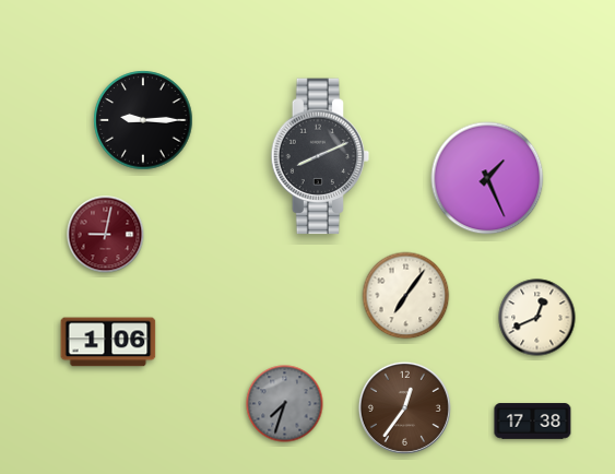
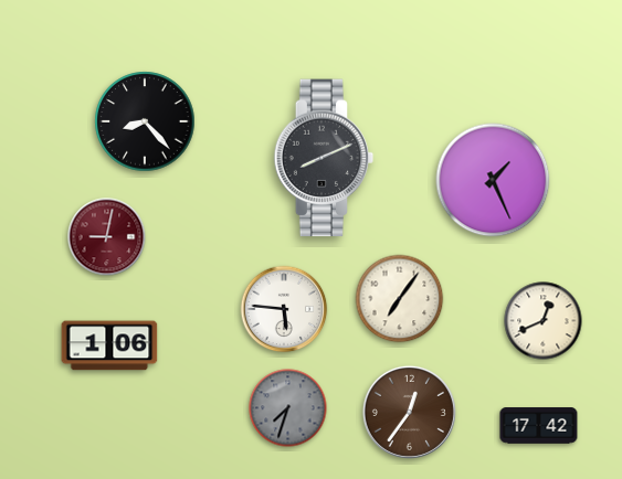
clock at (143, 120): 9:15 -> 8:23
clock at (406, 296) position: (406, 296) -> (400, 299)
clock at (284, 309): none -> 5:46
clock at (533, 422): 17:38 -> 17:42
